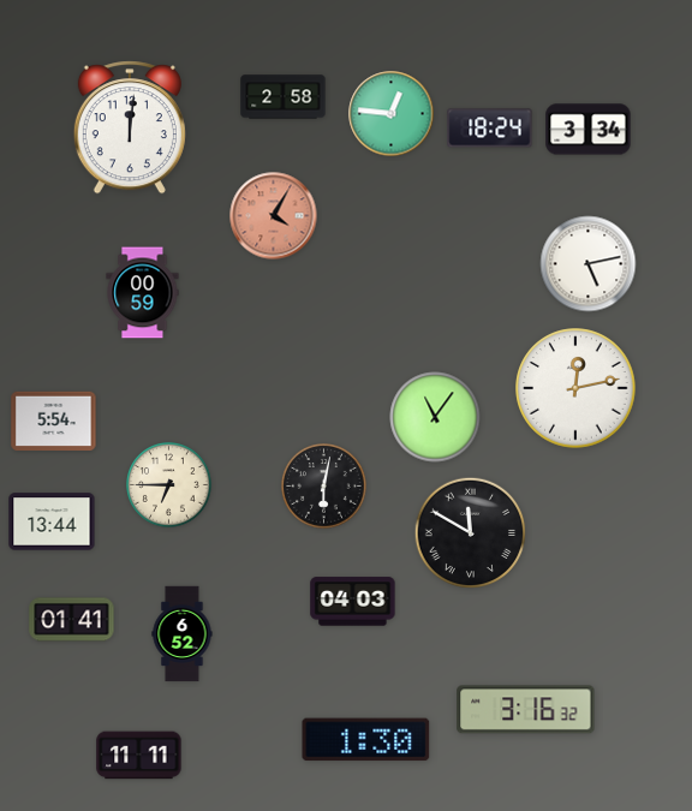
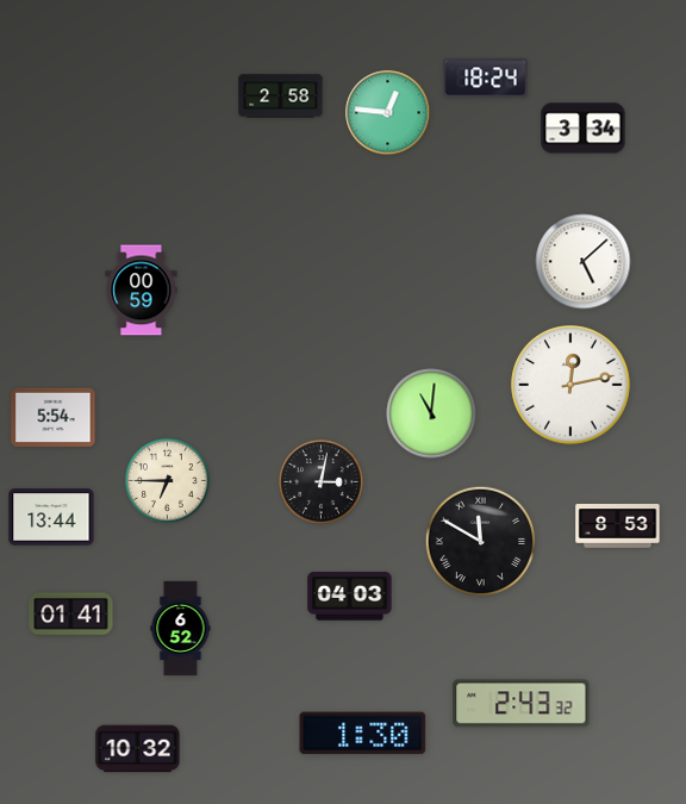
clock at (130, 127): 12:01 -> none
clock at (490, 129) position: (490, 129) -> (486, 79)
clock at (274, 216): 4:05 -> none
clock at (589, 264): 5:13 -> 5:08
clock at (435, 417): 11:06 -> 11:01
clock at (324, 487): 6:02 -> 3:02
clock at (618, 526): none -> 8:53
clock at (471, 533) position: (471, 533) -> (481, 542)
clock at (526, 710): 3:16 -> 2:43
clock at (139, 756): 11:11 -> 10:32
